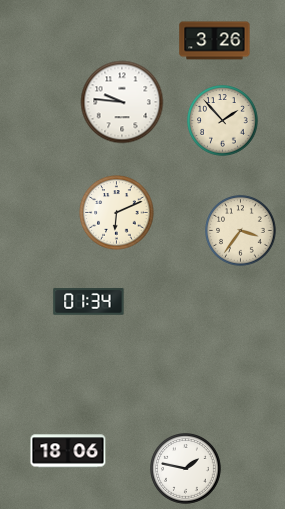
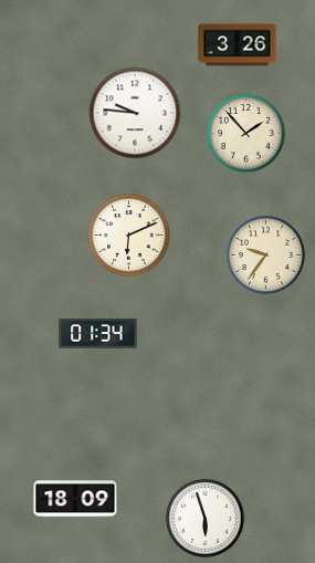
clock at (241, 231): 3:36 -> 9:36
clock at (68, 451): 18:06 -> 18:09
clock at (186, 469): 1:47 -> 5:57
